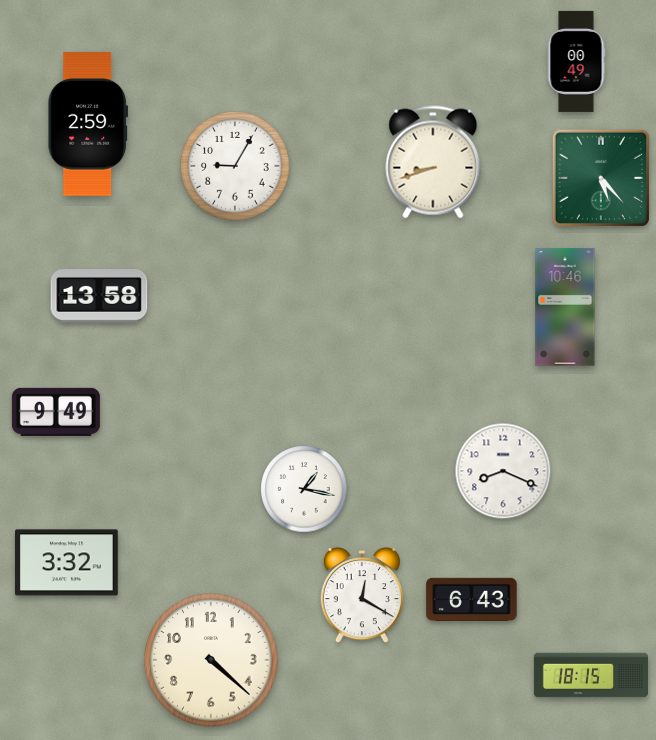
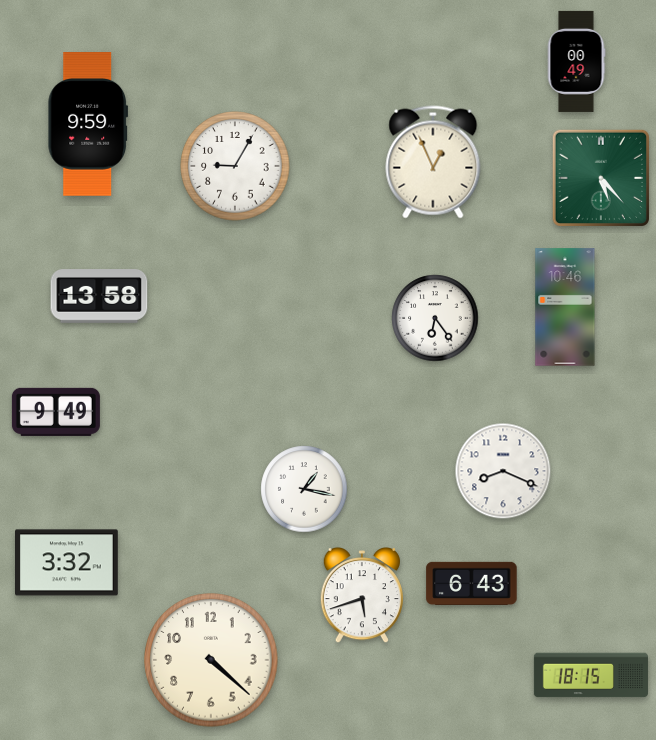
clock at (88, 125): 2:59 -> 9:59
clock at (433, 162): 8:42 -> 12:56
clock at (435, 318): none -> 6:24
clock at (362, 596): 12:20 -> 5:42
clock at (472, 599) position: (472, 599) -> (472, 583)
